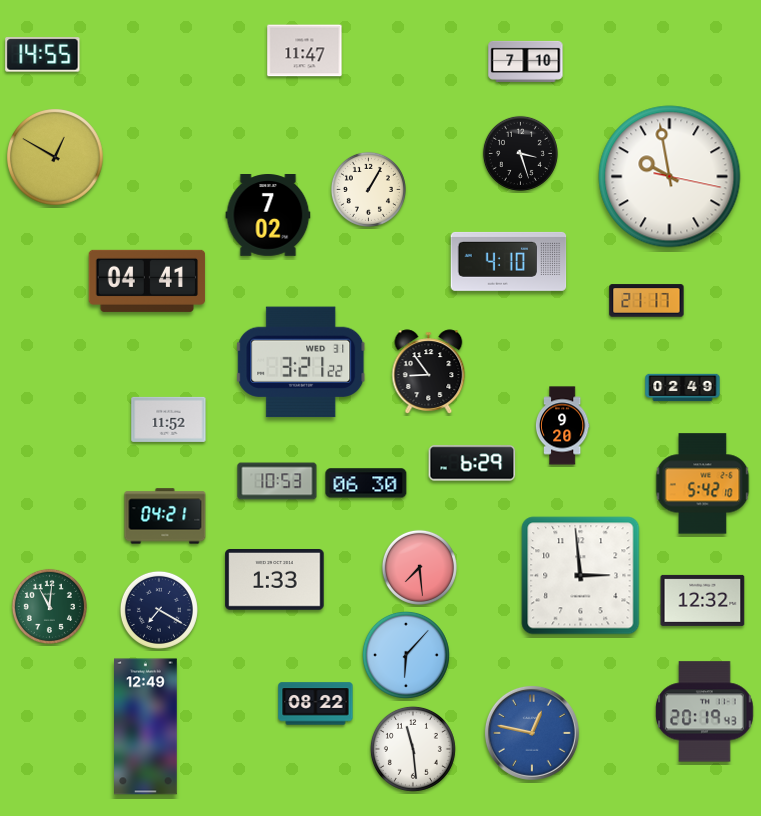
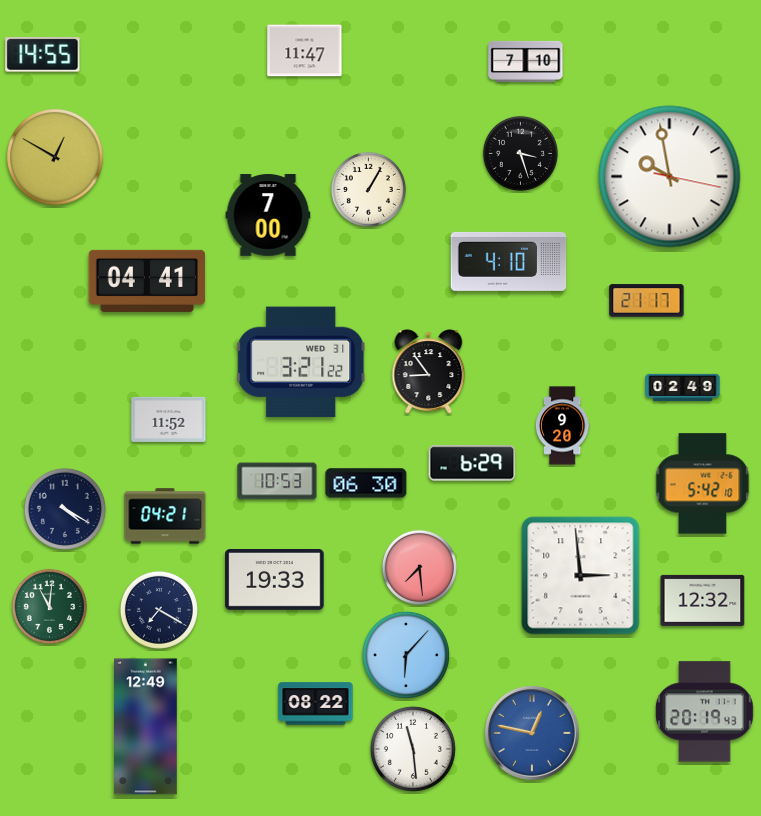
clock at (268, 216): 7:02 -> 7:00
clock at (65, 509): none -> 4:20
clock at (275, 580): 1:33 -> 19:33
